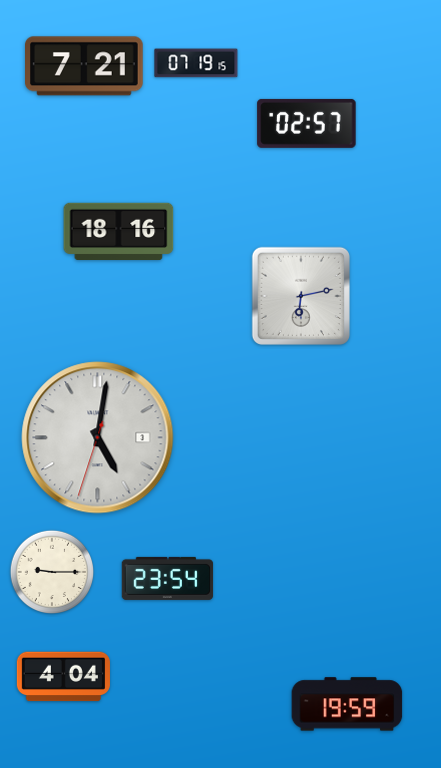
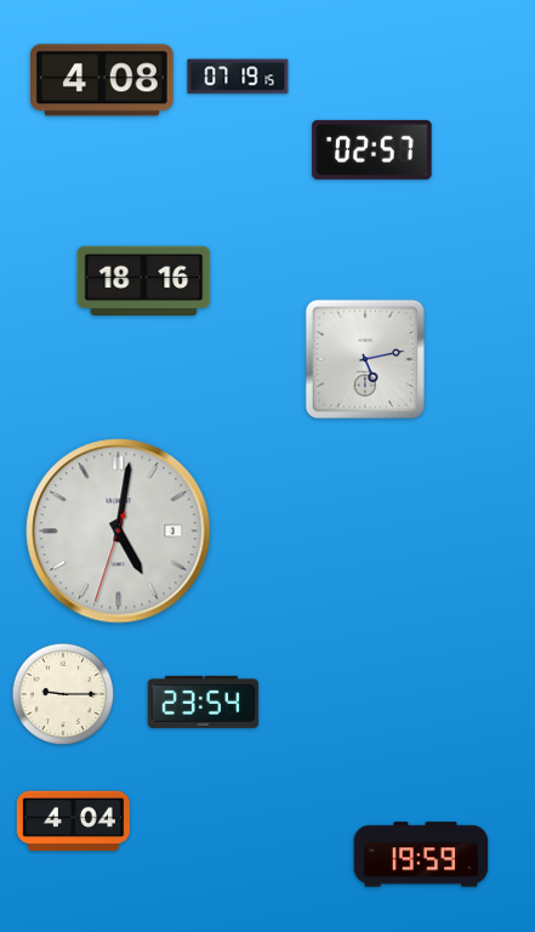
clock at (85, 66): 7:21 -> 4:08
clock at (301, 296): 6:13 -> 5:13
clock at (63, 677) position: (63, 677) -> (73, 822)
